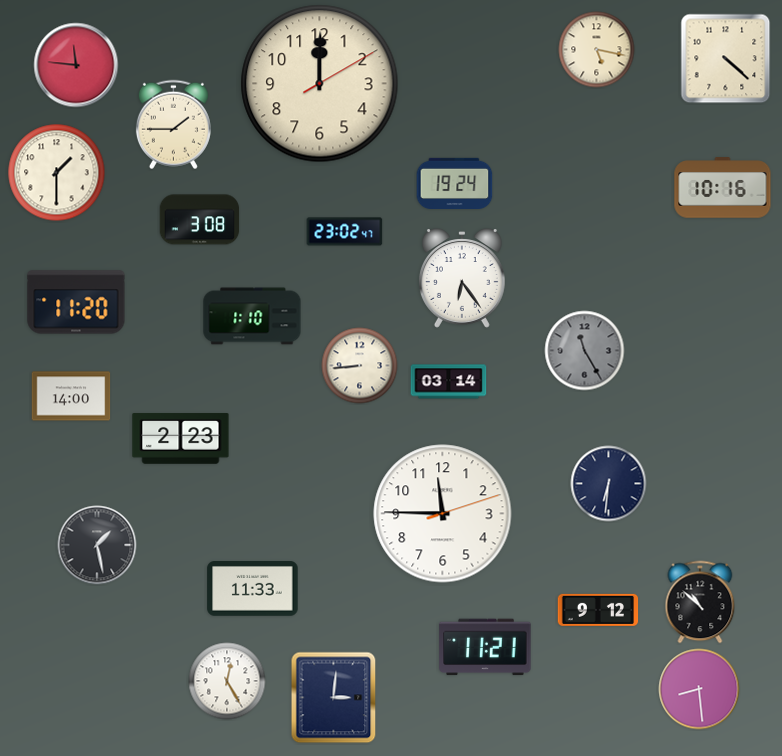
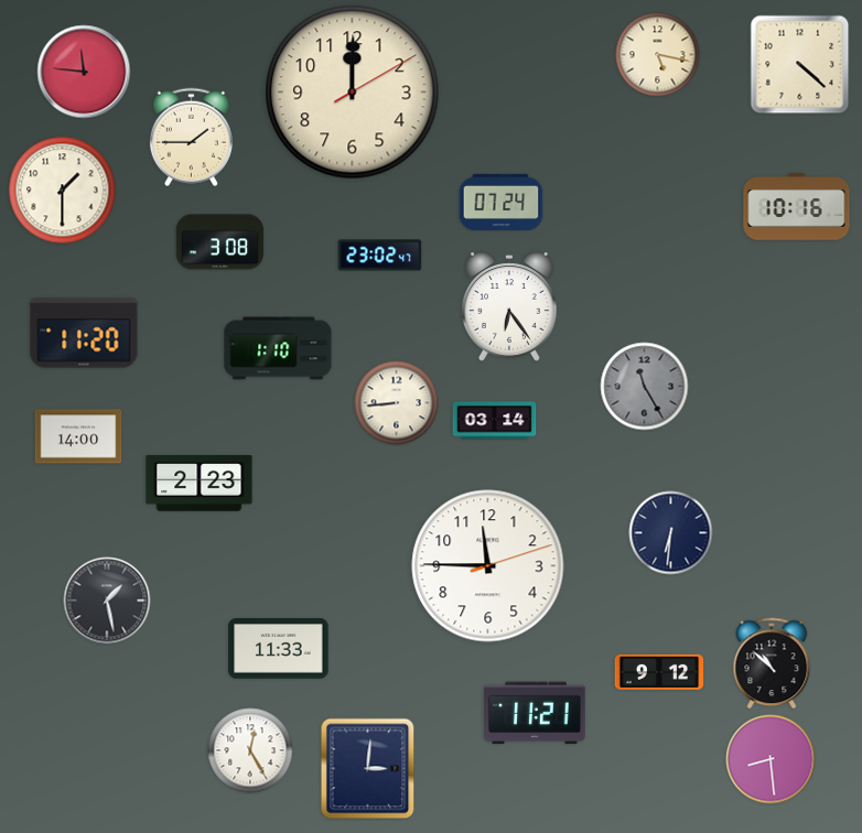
clock at (455, 184): 19:24 -> 07:24
